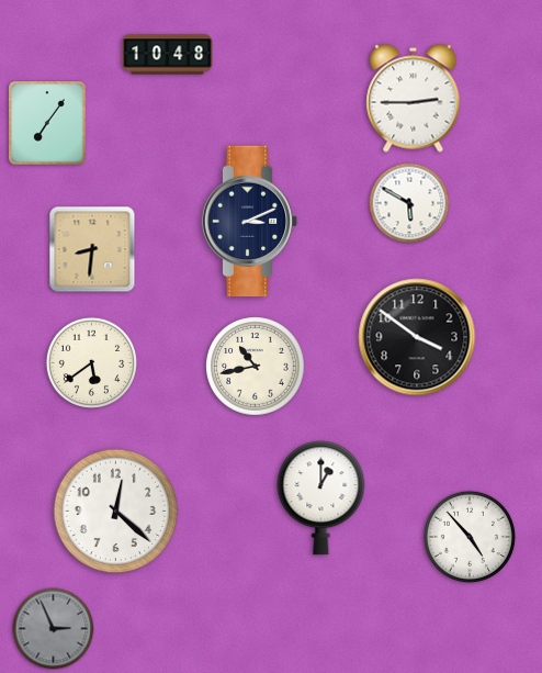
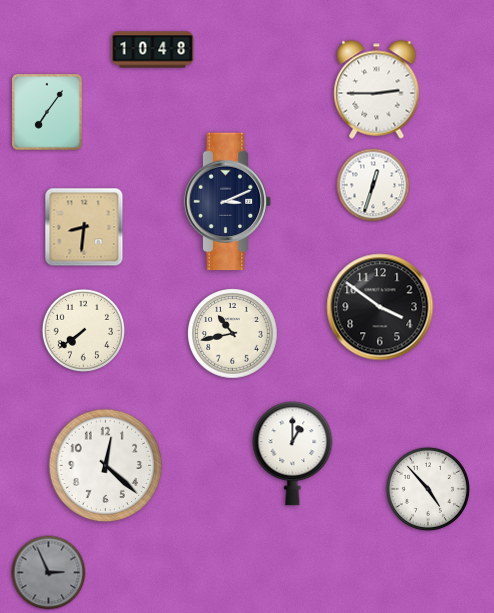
clock at (48, 124) position: (48, 124) -> (48, 113)
clock at (409, 203): 5:50 -> 12:33
clock at (91, 362): 5:39 -> 7:39
